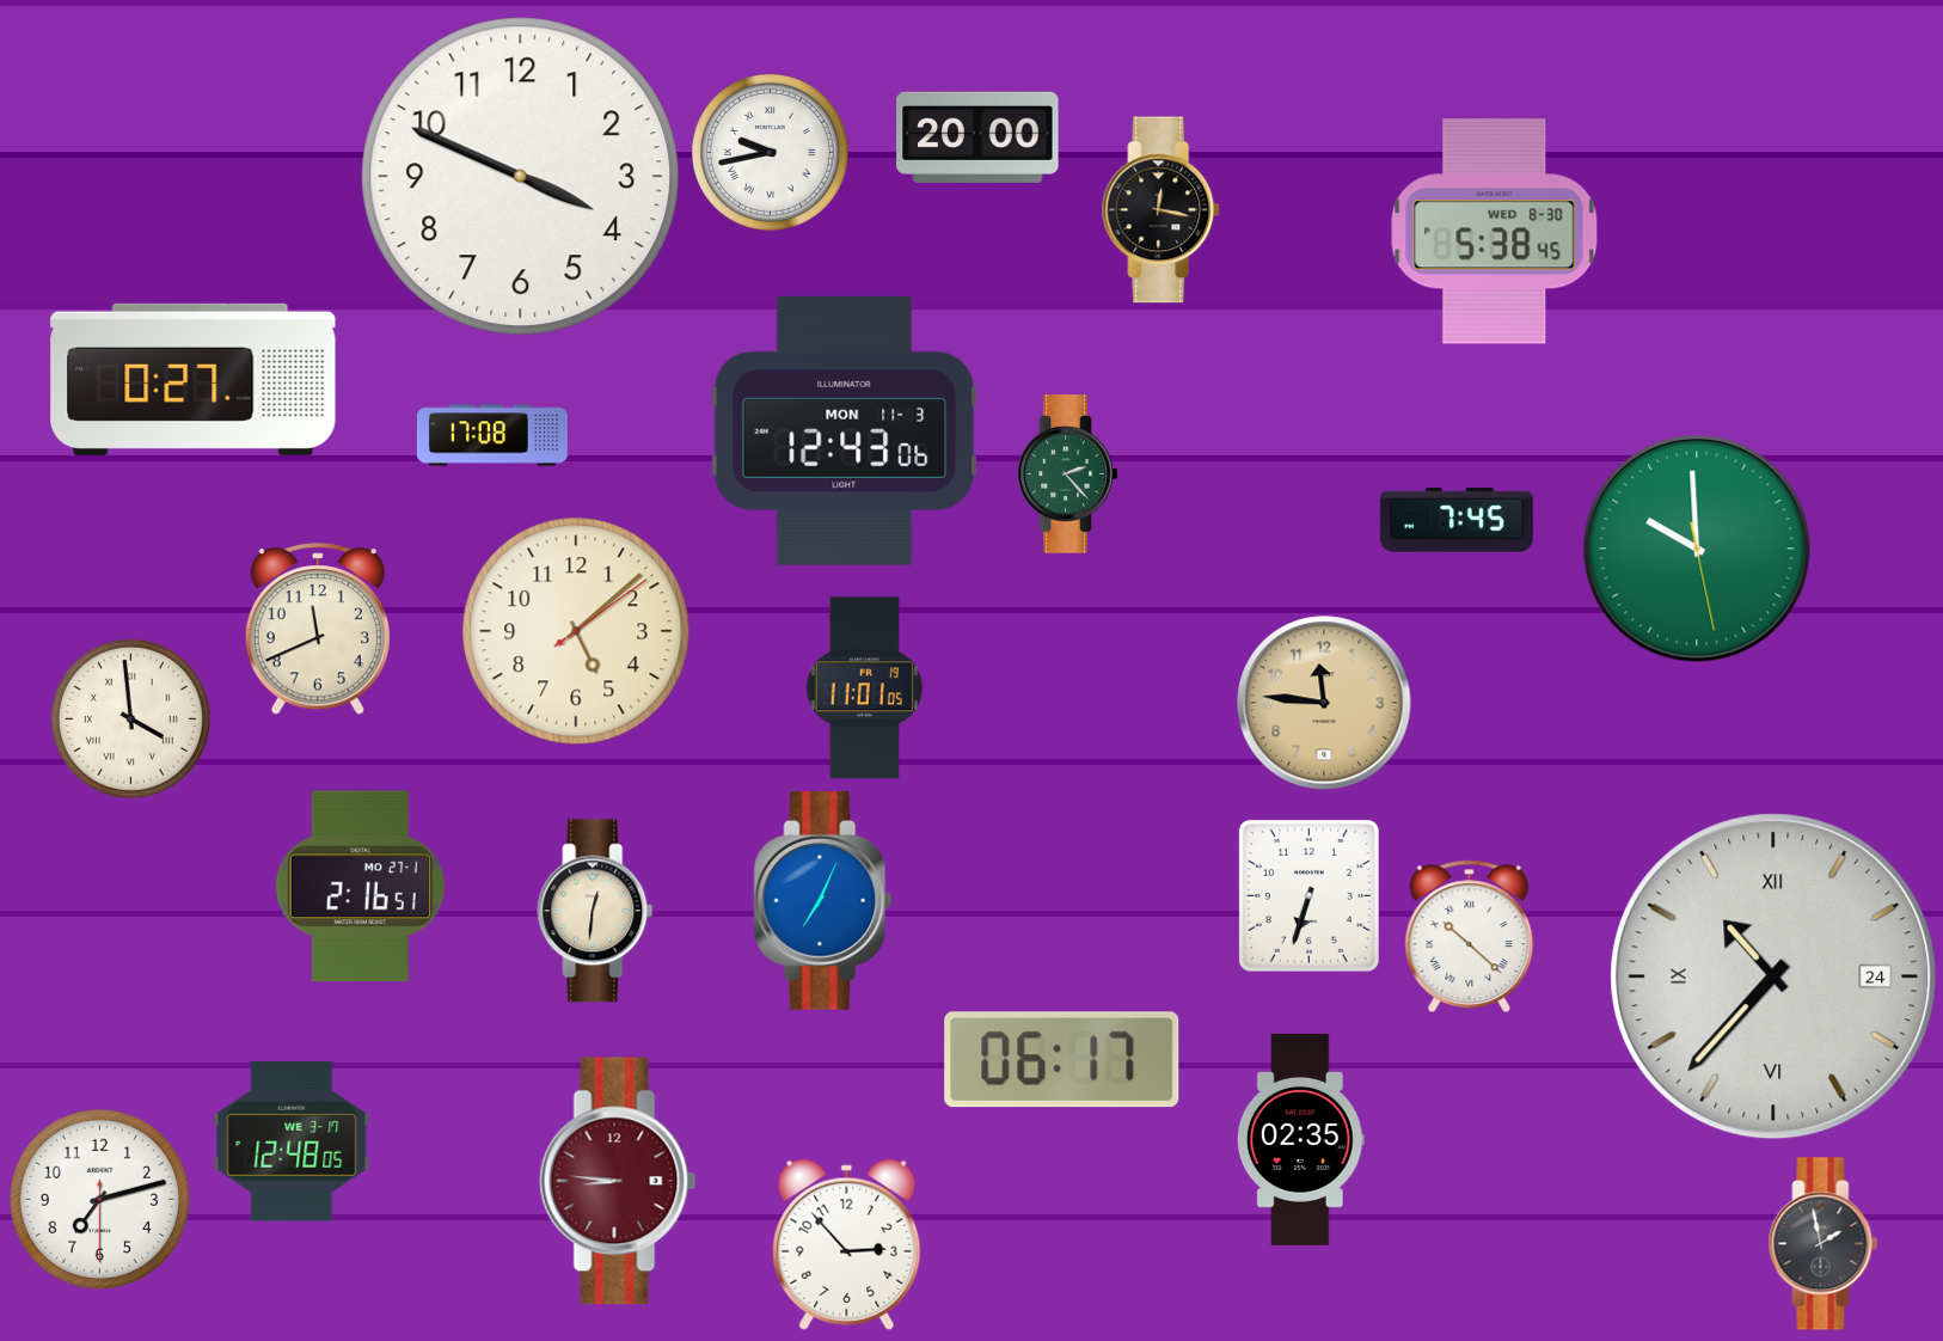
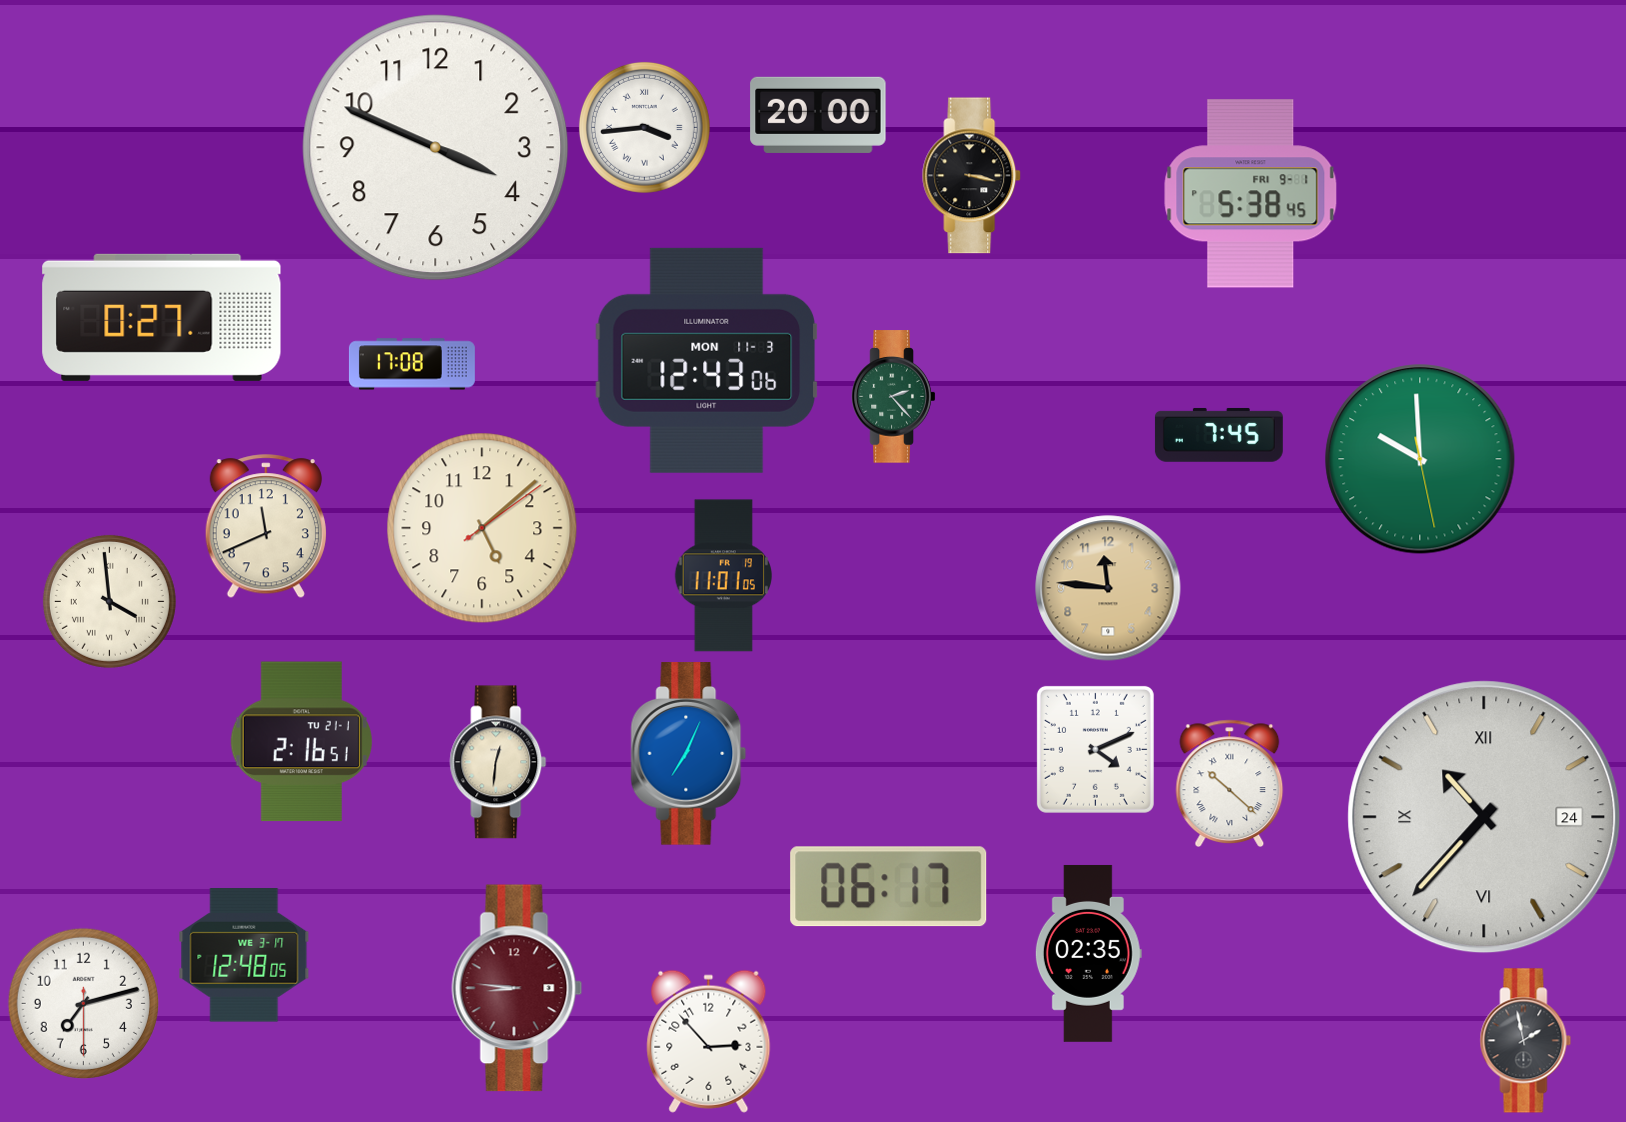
clock at (770, 152): 9:43 -> 3:44
clock at (1161, 210): 12:17 -> 3:17
clock at (1495, 232) date: WED 8-30 -> FRI 9-1
clock at (360, 887) date: MO 27-1 -> TU 21-1
clock at (1308, 895): 6:33 -> 4:11
